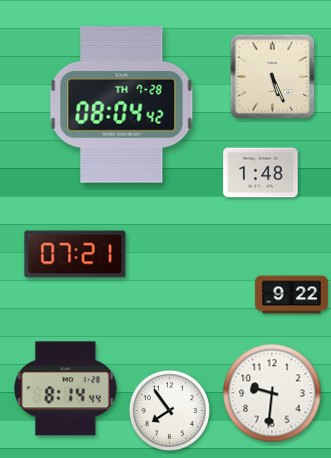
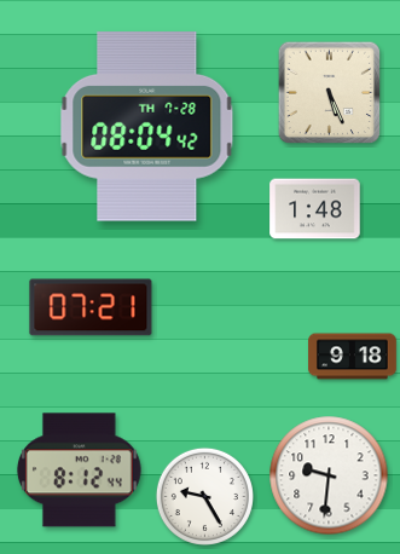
clock at (292, 295): 9:22 -> 9:18
clock at (65, 389): 8:14 -> 8:12
clock at (169, 410): 7:54 -> 9:25
